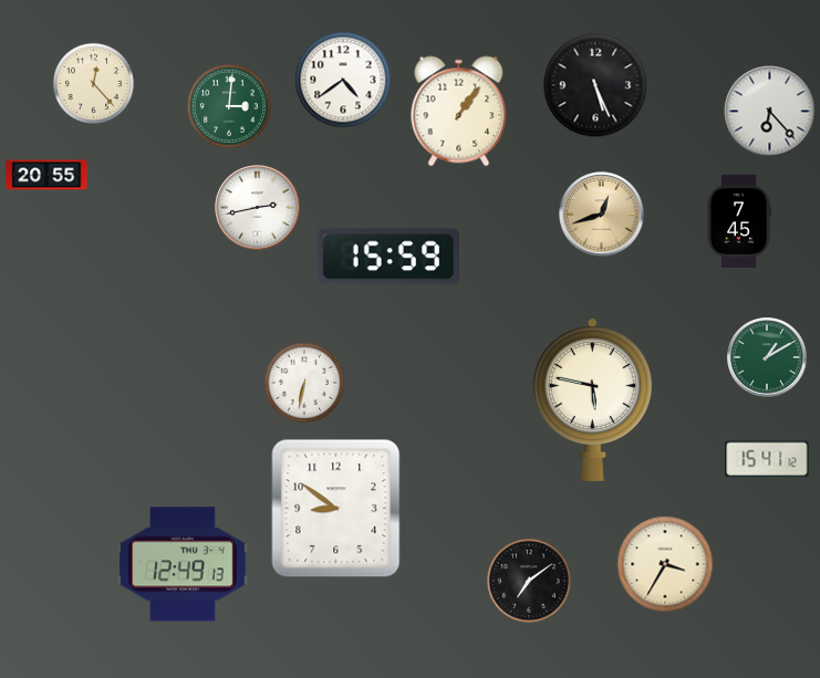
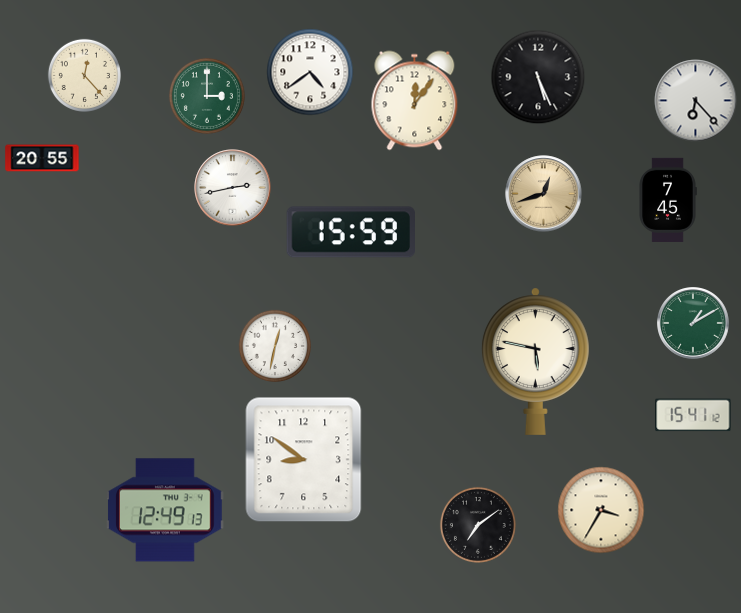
clock at (229, 106): 3:01 -> 3:00
clock at (459, 112): 1:06 -> 12:06
clock at (303, 382): 6:32 -> 12:32
